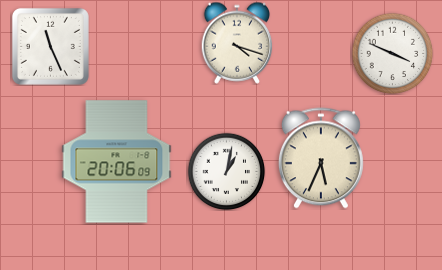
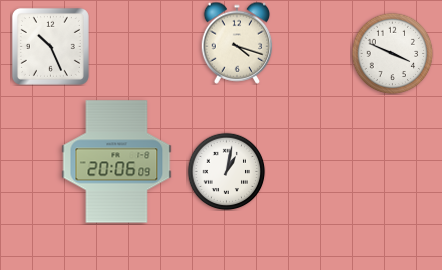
clock at (50, 46): 11:26 -> 10:26
clock at (321, 158): 5:34 -> none
